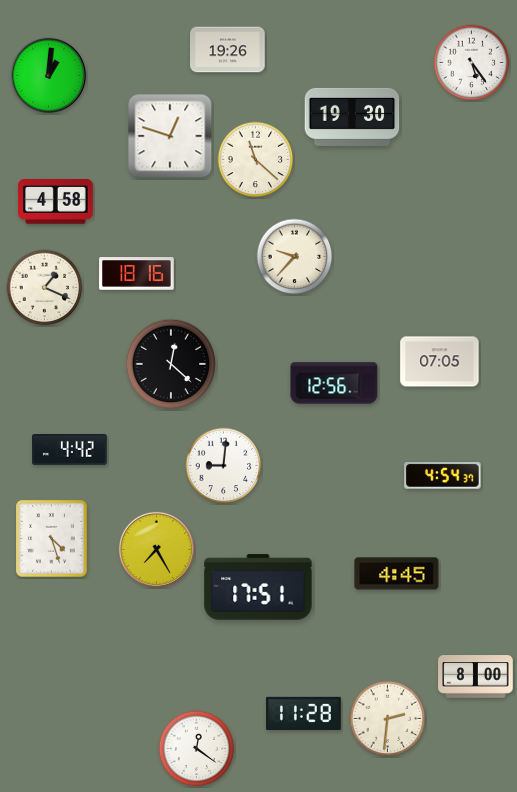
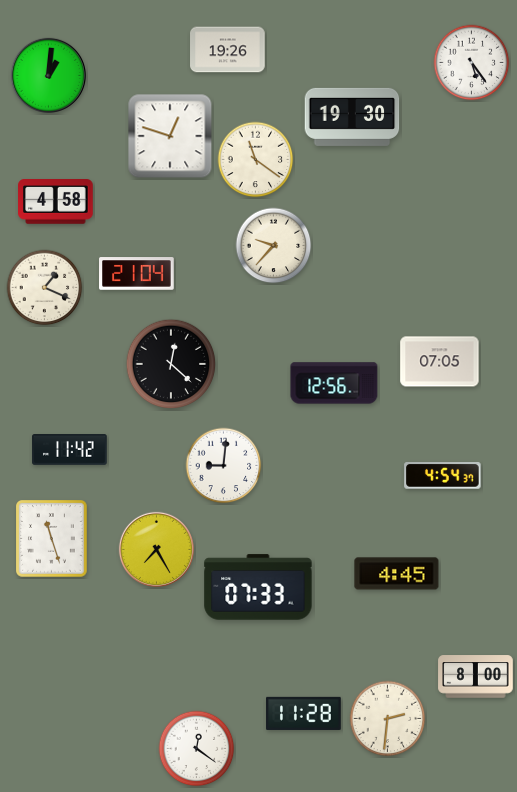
clock at (256, 160): 11:22 -> 11:21
clock at (295, 257) position: (295, 257) -> (274, 246)
clock at (137, 274): 18:16 -> 21:04
clock at (70, 450): 4:42 -> 11:42
clock at (52, 539): 4:27 -> 11:27
clock at (258, 587): 17:51 -> 07:33
